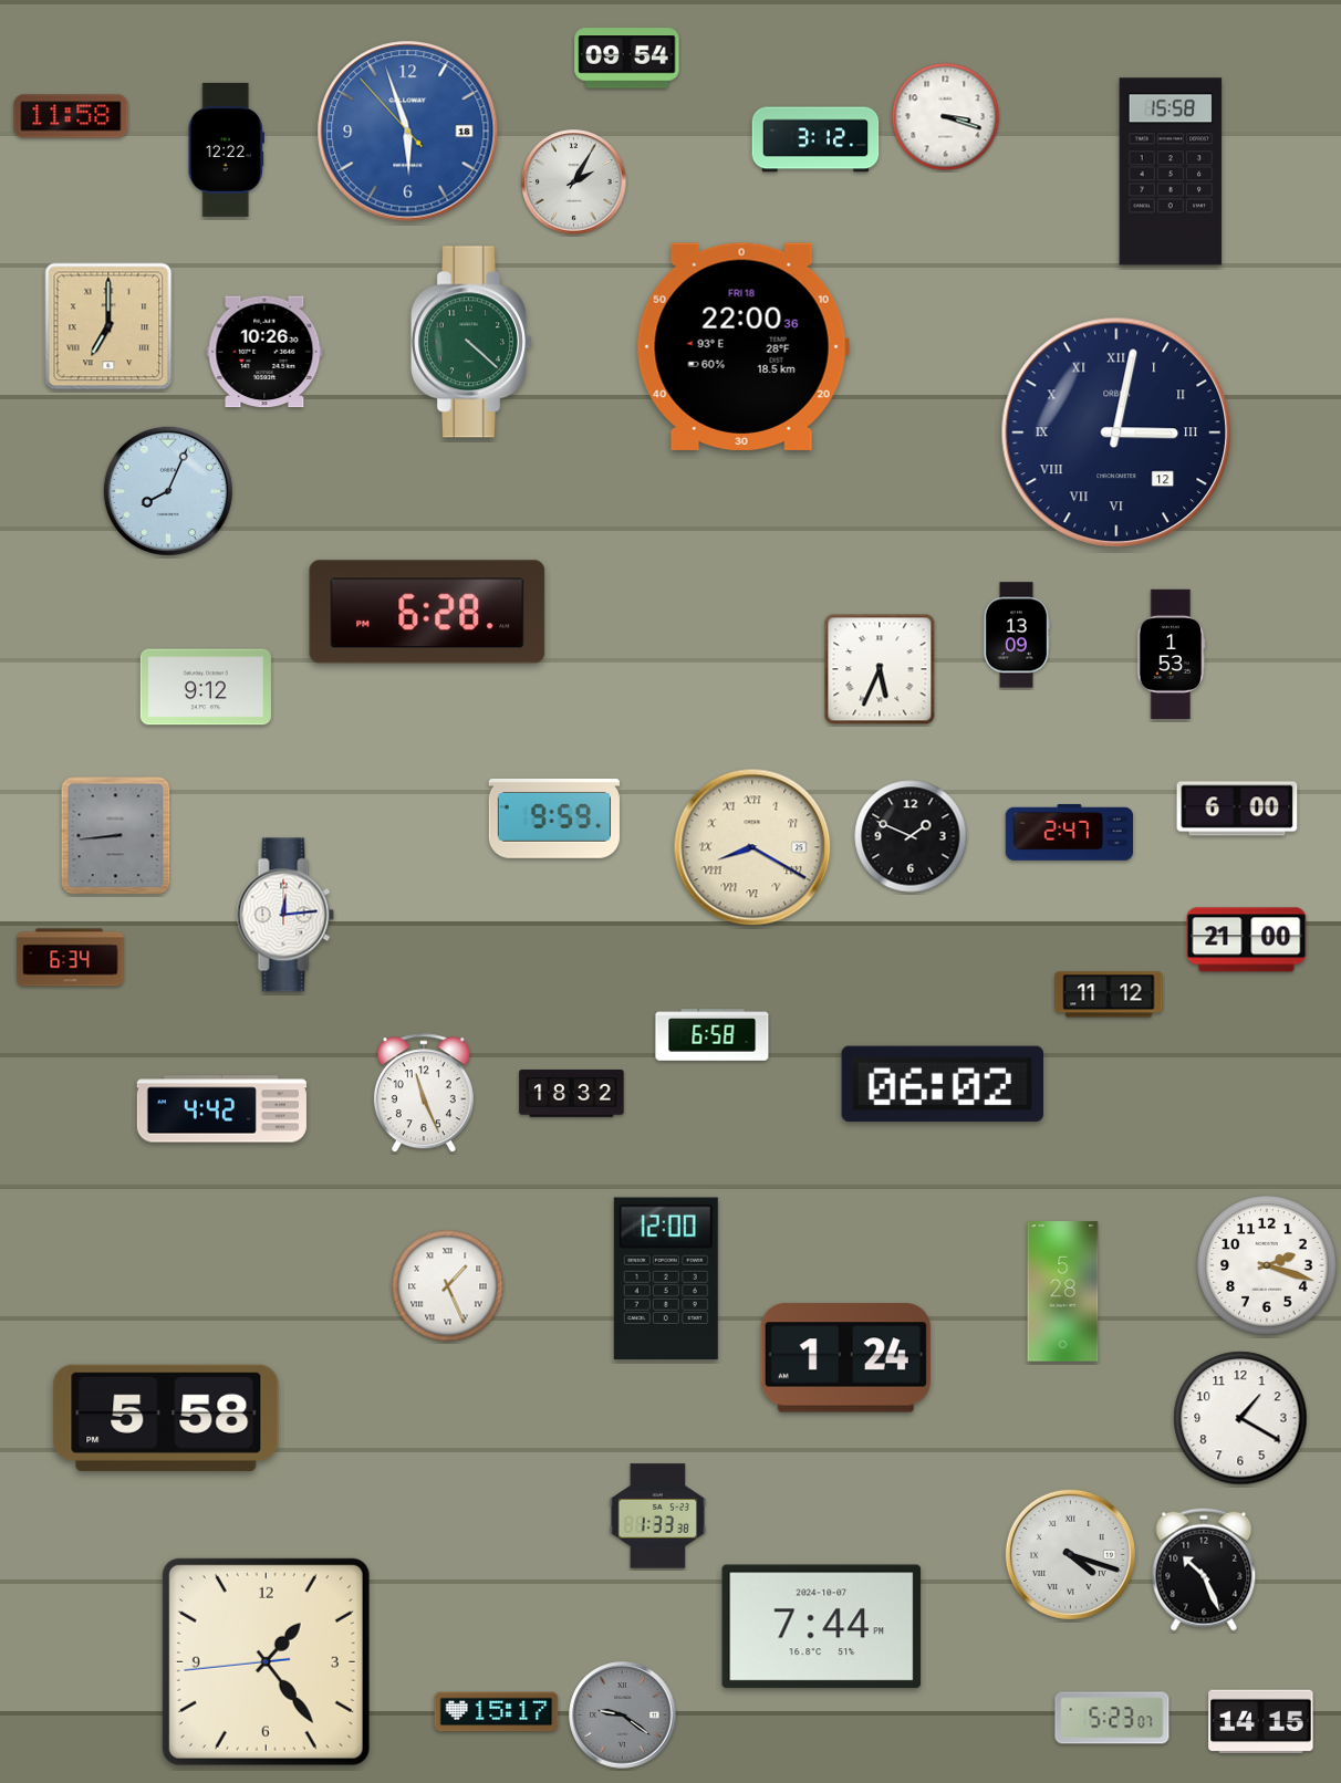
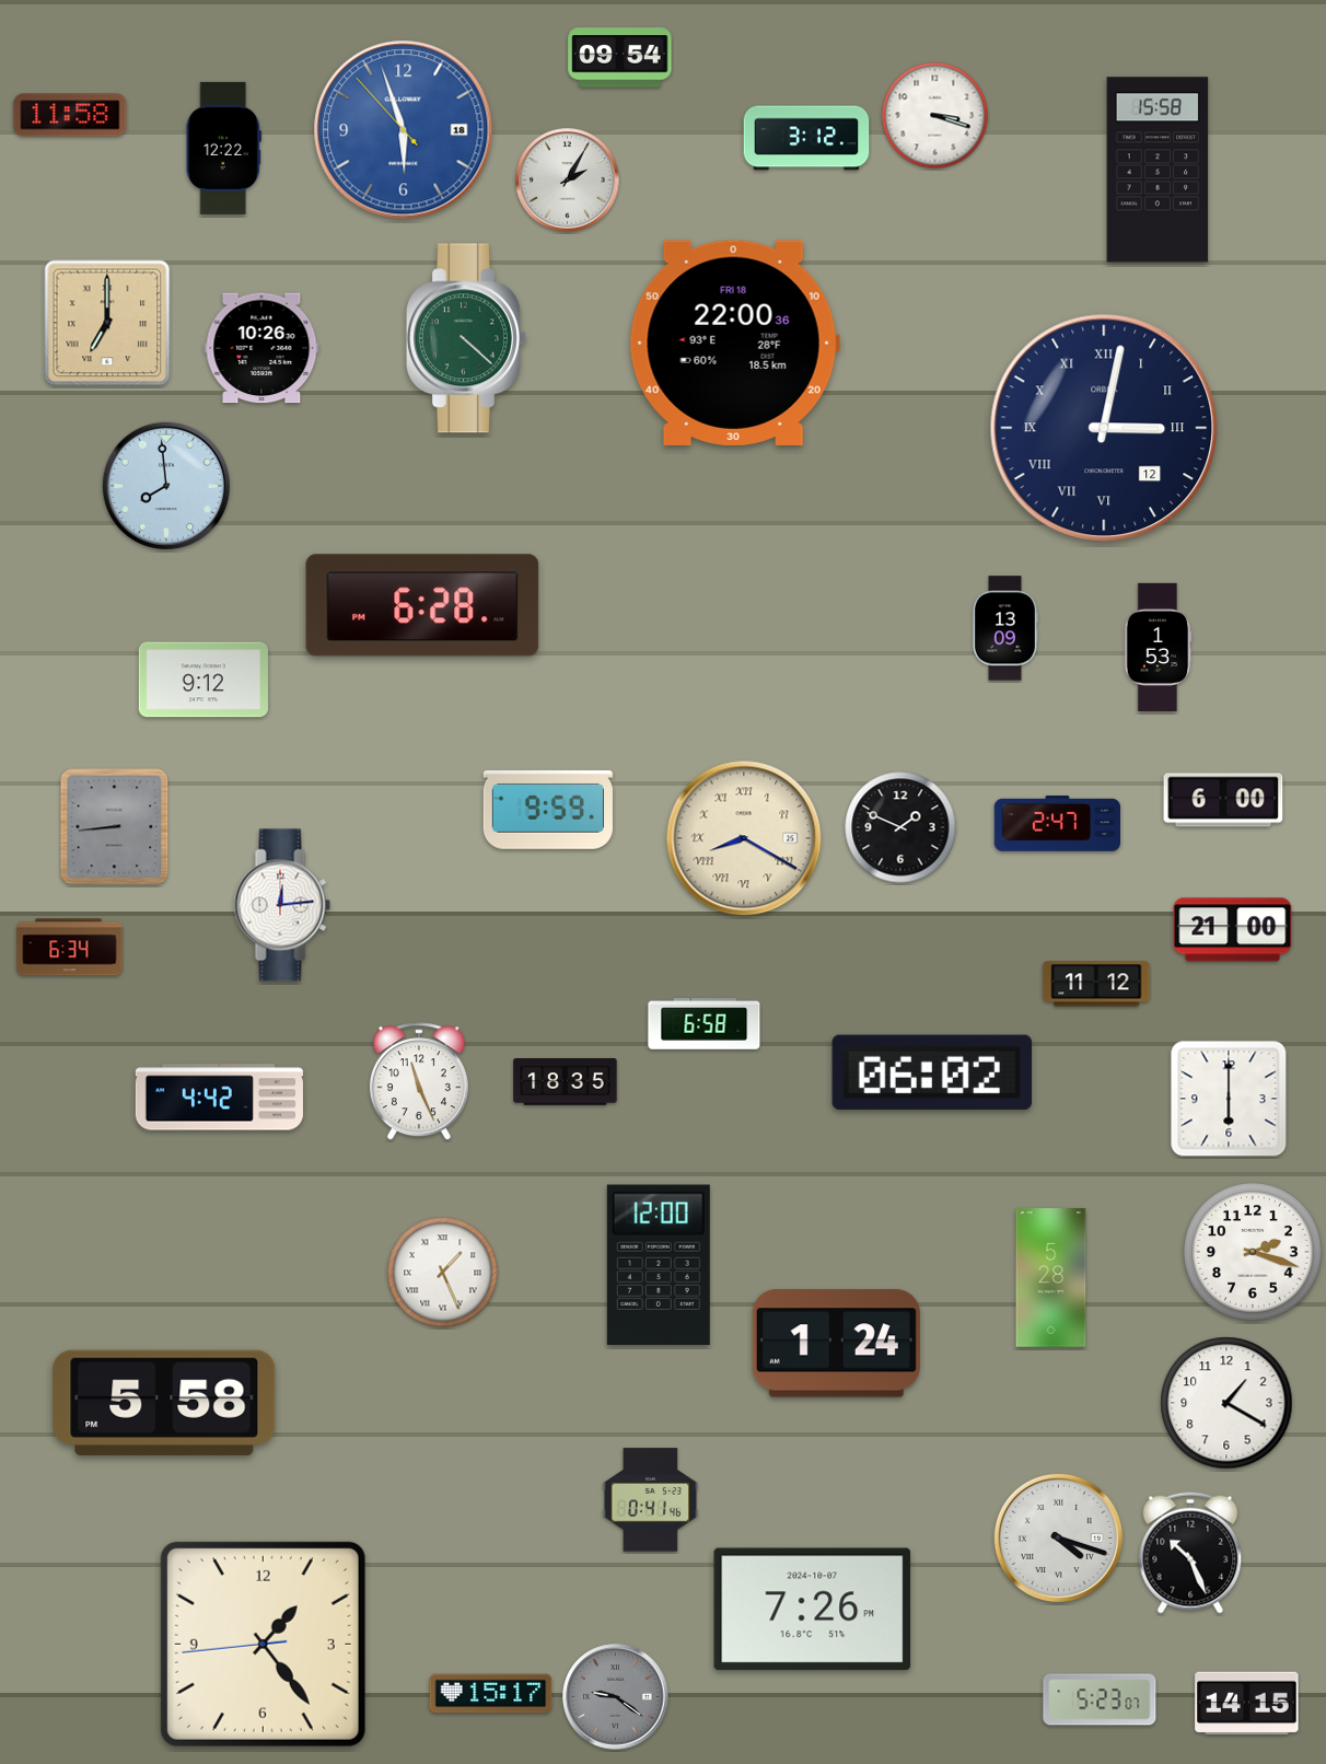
clock at (168, 491): 8:04 -> 7:59
clock at (880, 669): 5:34 -> none
clock at (572, 1094): 18:32 -> 18:35
clock at (1229, 1099): none -> 6:00
clock at (658, 1516): 1:33 -> 0:41
clock at (822, 1627): 7:44 -> 7:26
